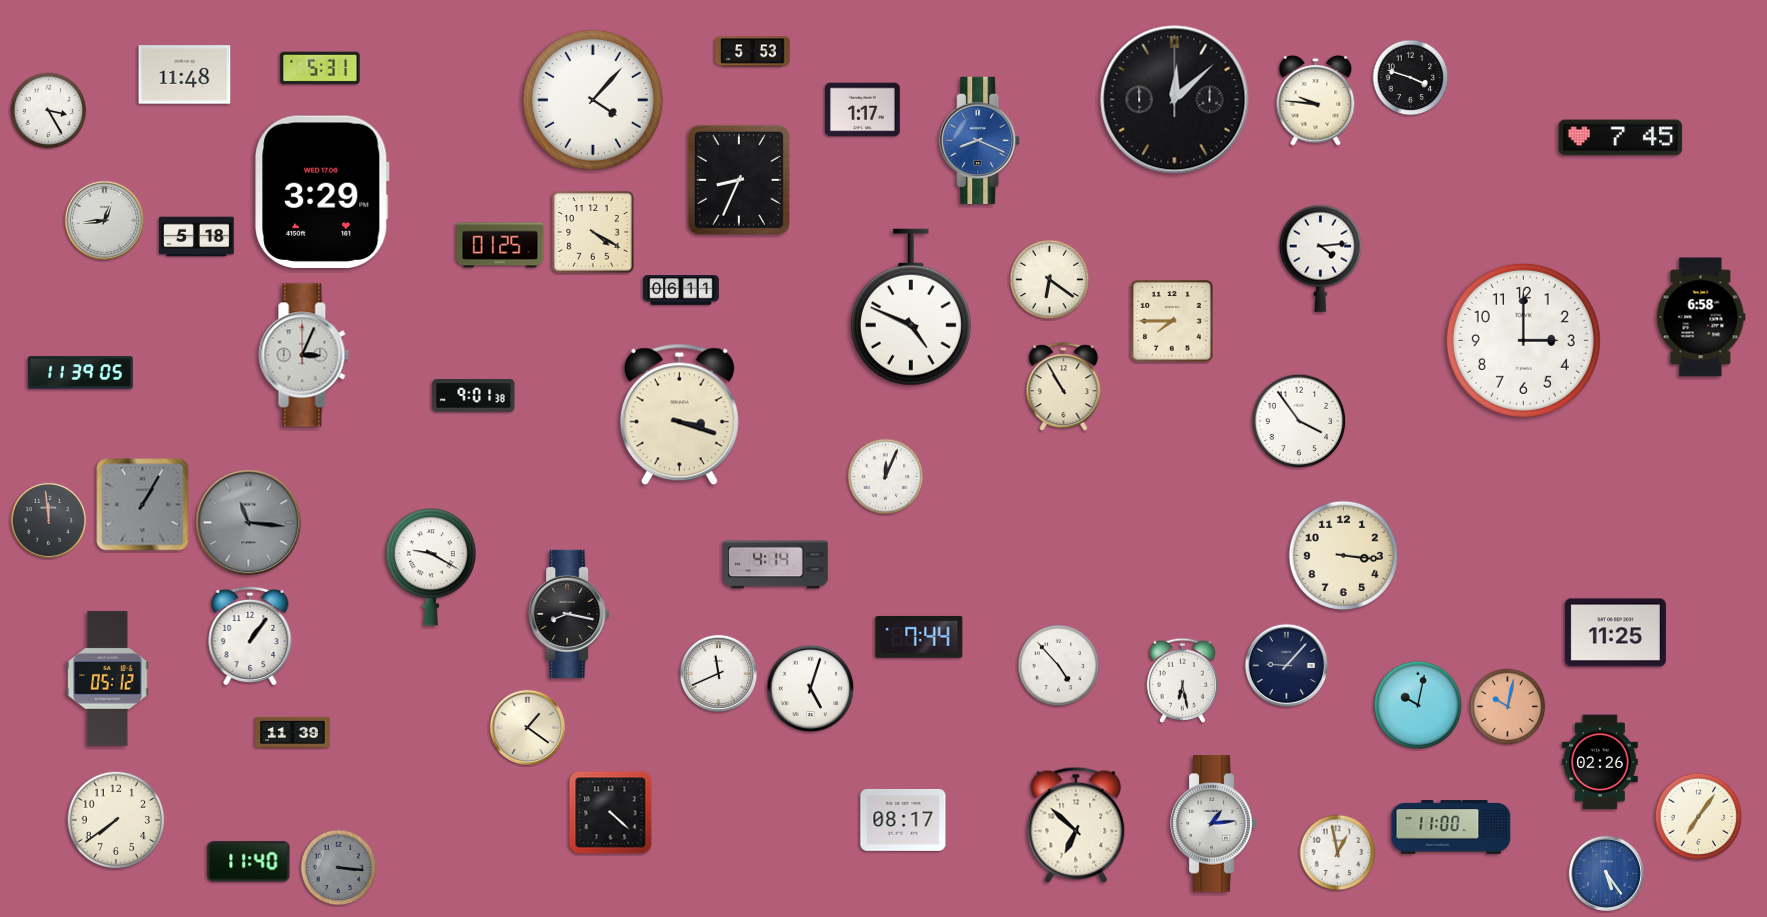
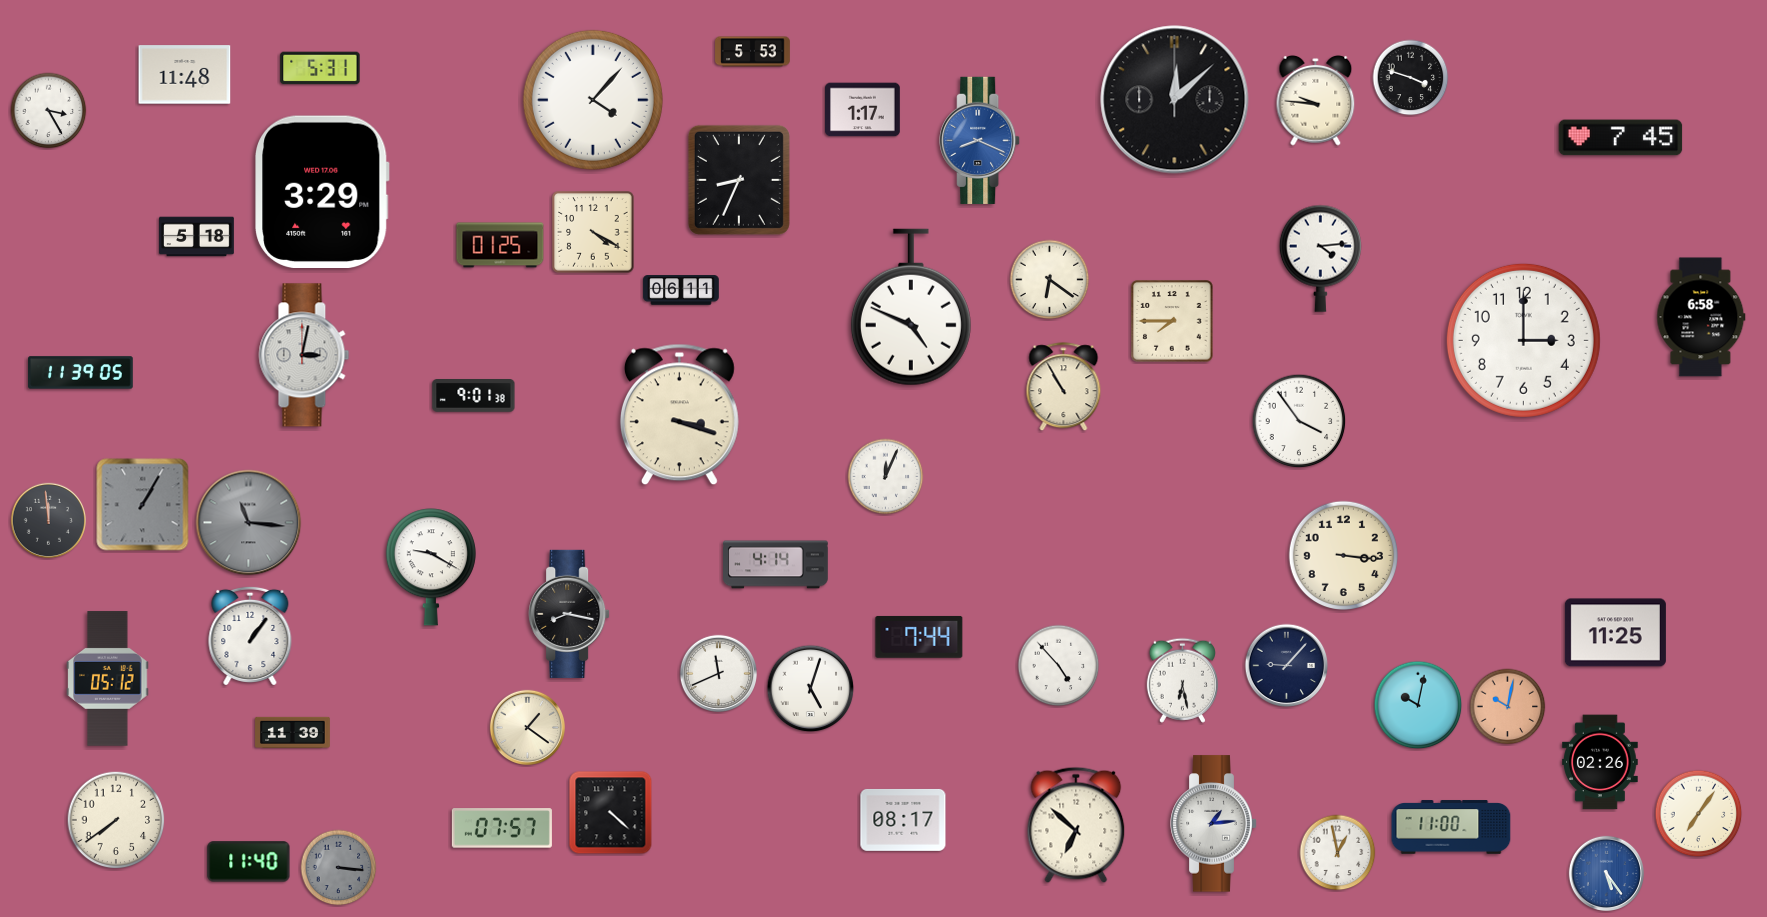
clock at (105, 221): 12:44 -> none
clock at (304, 355): 3:04 -> 3:02
clock at (1699, 817) position: (1699, 817) -> (1699, 814)
clock at (502, 828): none -> 07:57
